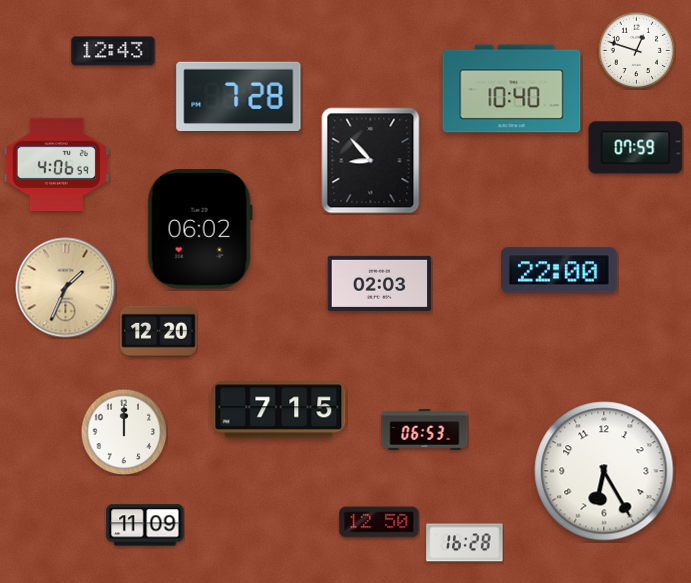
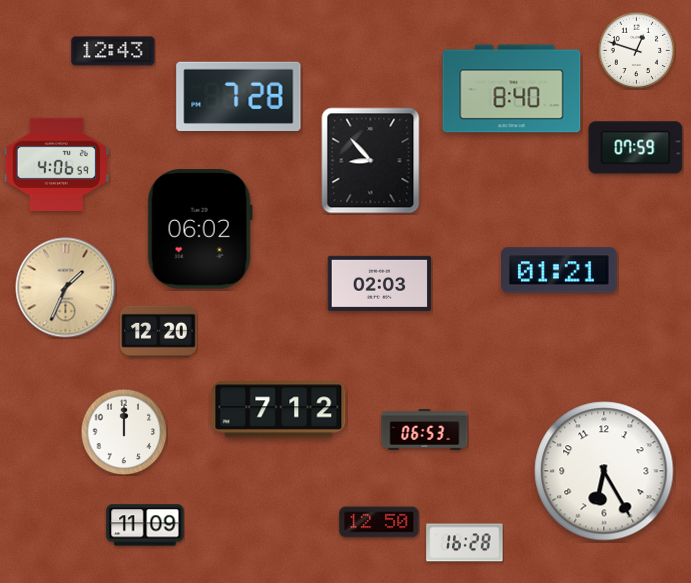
clock at (512, 89): 10:40 -> 8:40
clock at (560, 270): 22:00 -> 01:21
clock at (279, 410): 7:15 -> 7:12
